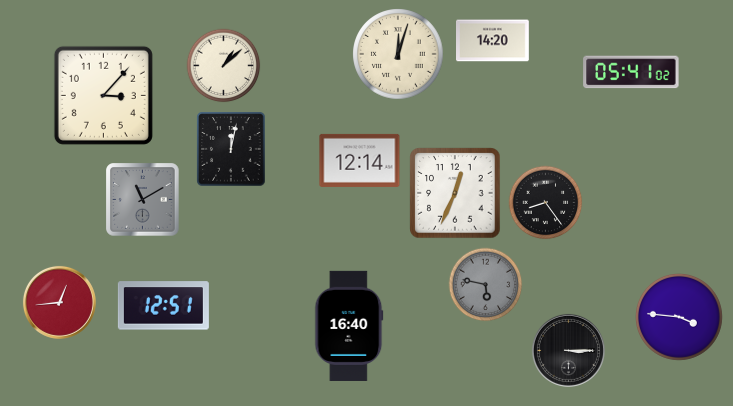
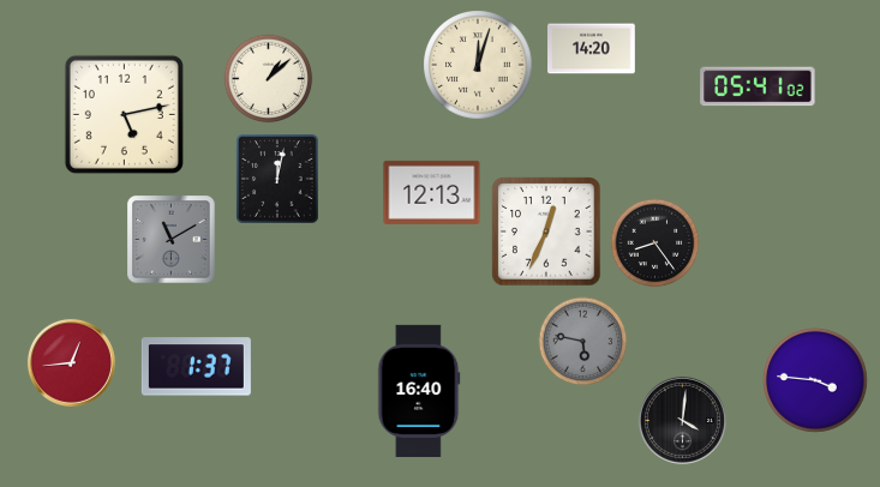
clock at (103, 95): 3:07 -> 5:13
clock at (360, 160): 12:14 -> 12:13
clock at (163, 306): 12:51 -> 1:37
clock at (568, 350): 3:15 -> 4:01
